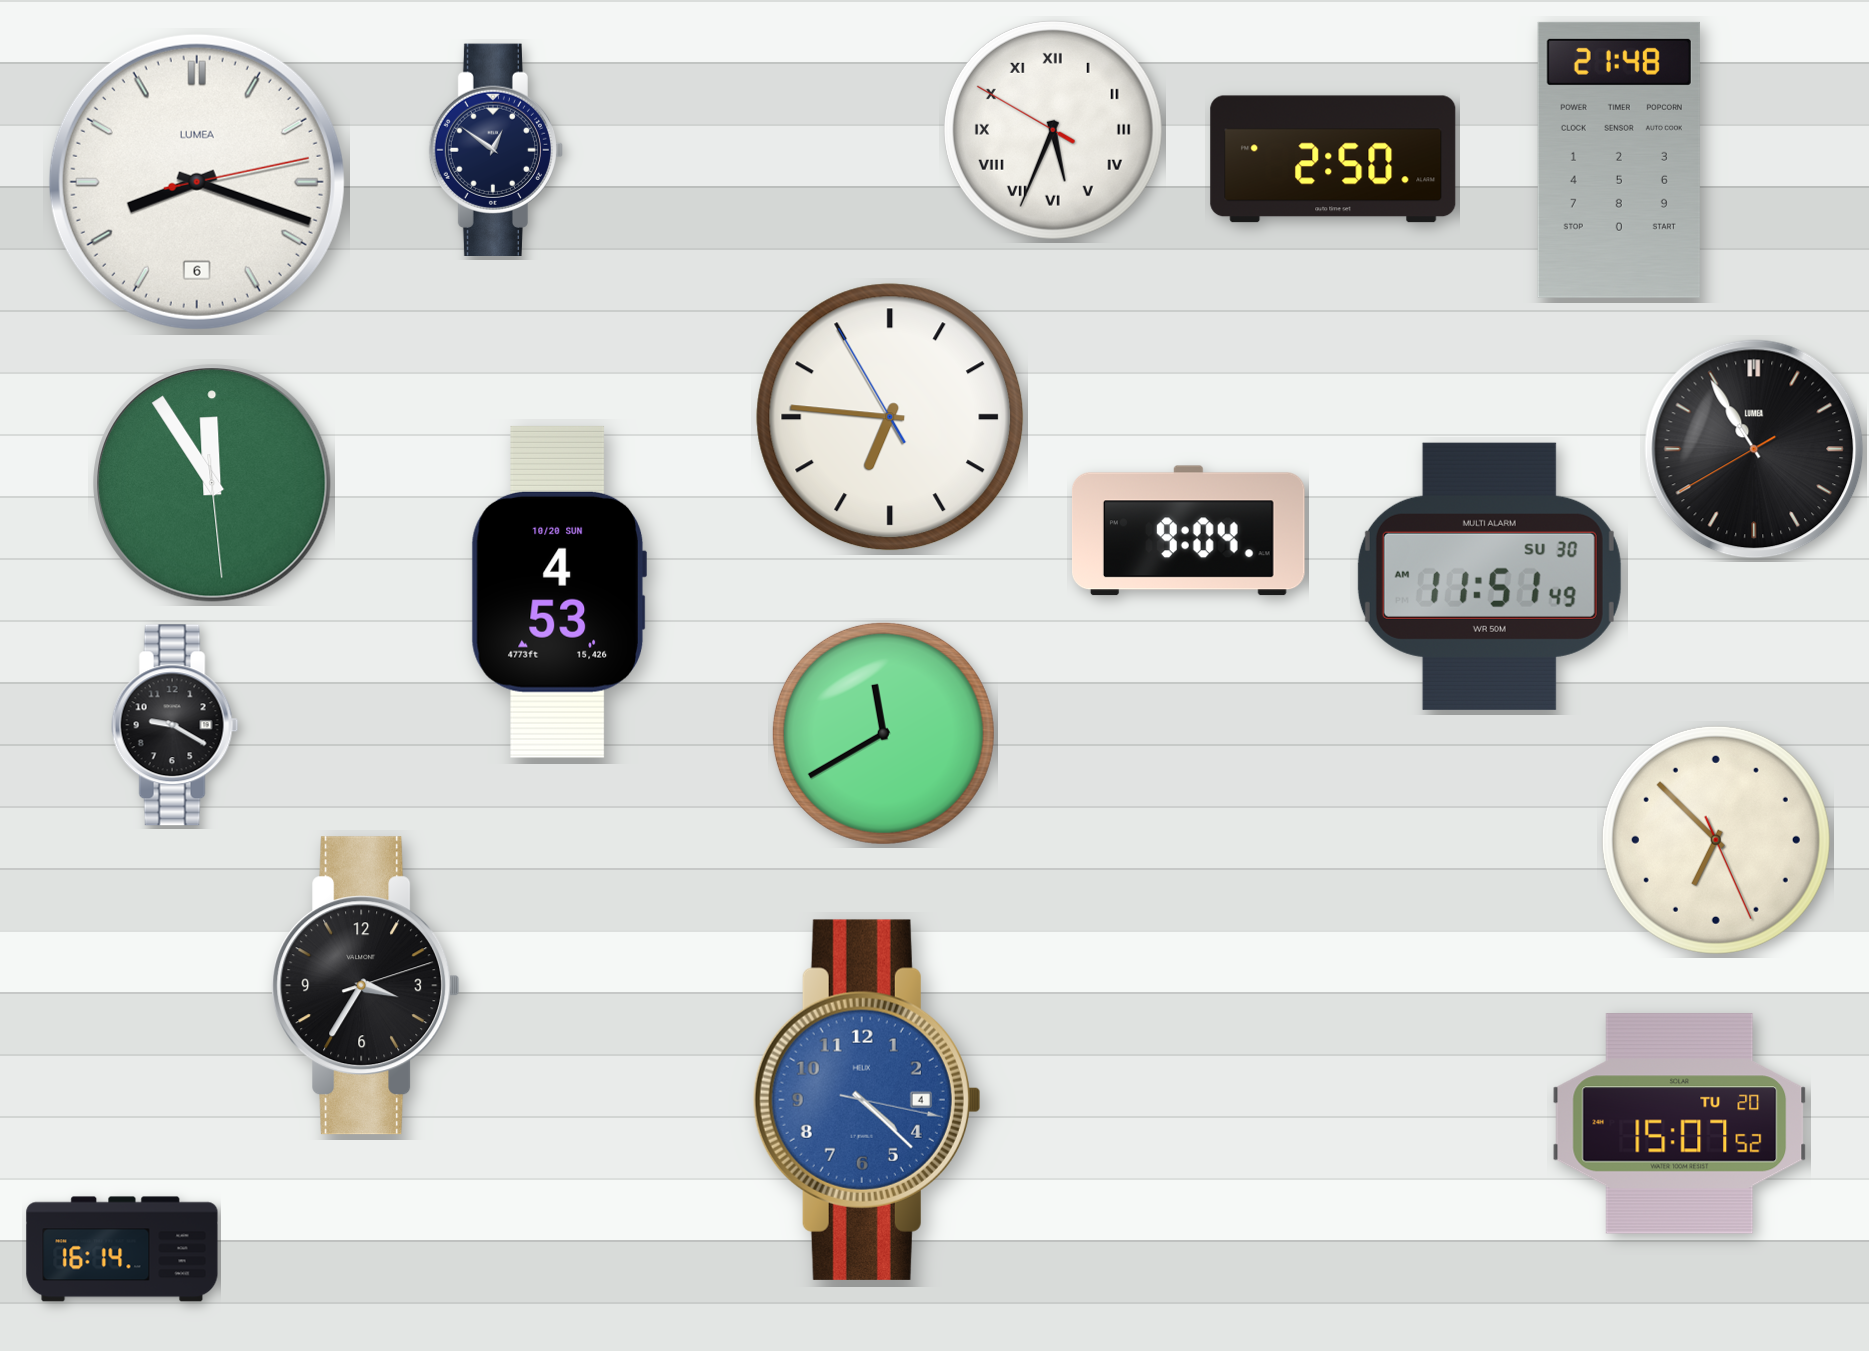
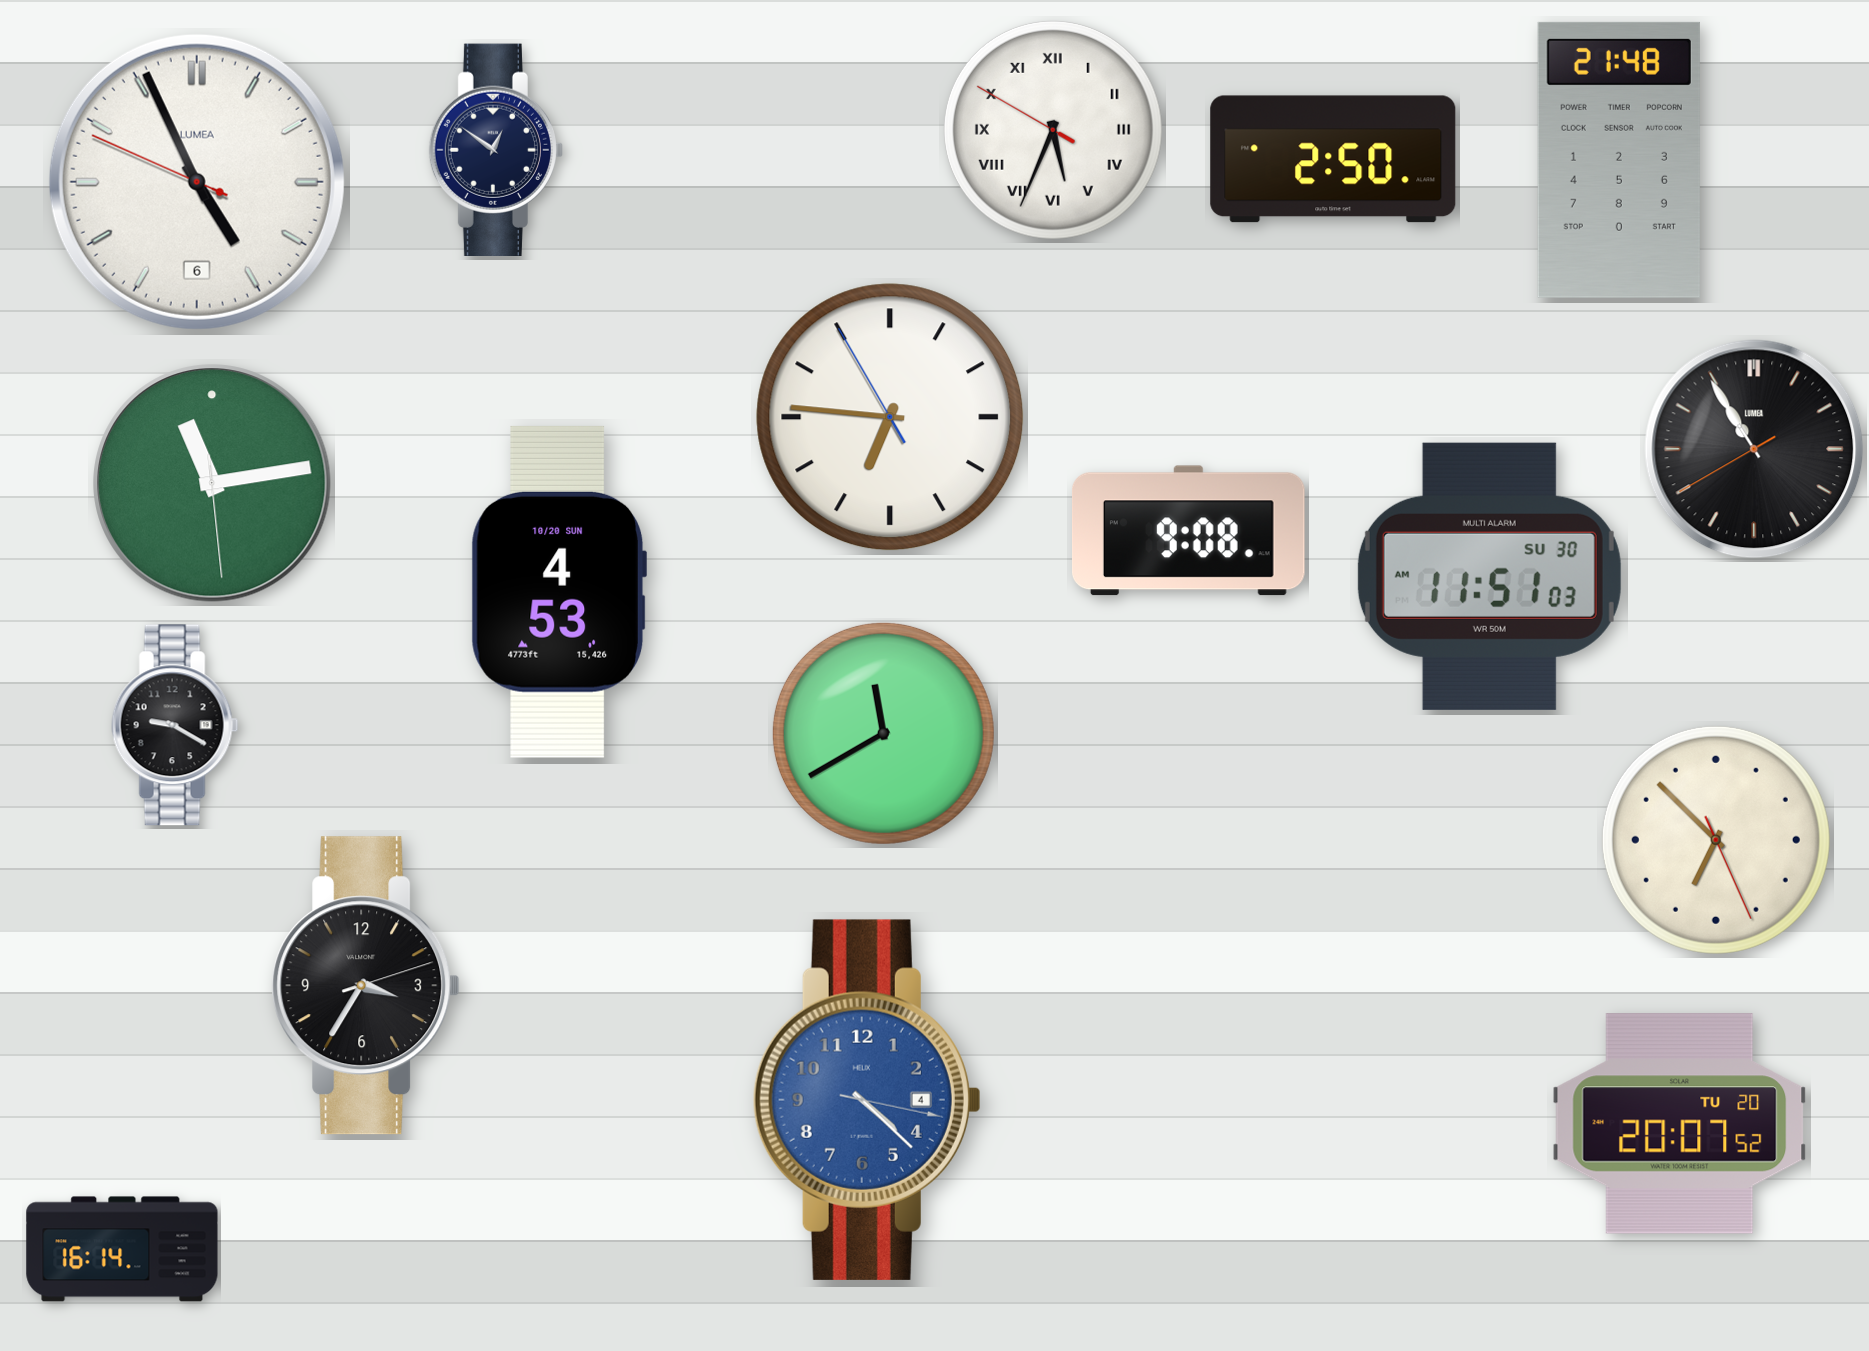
clock at (197, 182): 8:18 -> 4:55
clock at (212, 483): 11:54 -> 11:13
clock at (1189, 531): 9:04 -> 9:08
clock at (1489, 576): 11:51:49 AM -> 11:51:03 AM
clock at (1680, 1124): 15:07 -> 20:07
